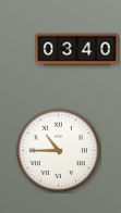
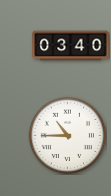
clock at (58, 150) position: (58, 150) -> (67, 135)
